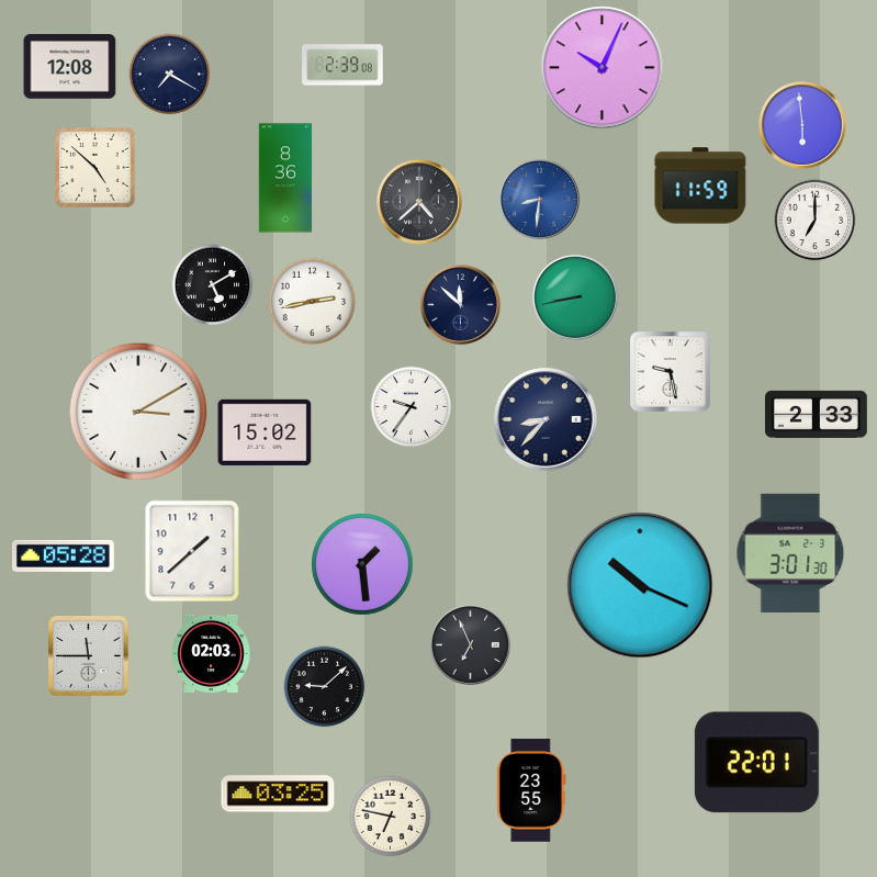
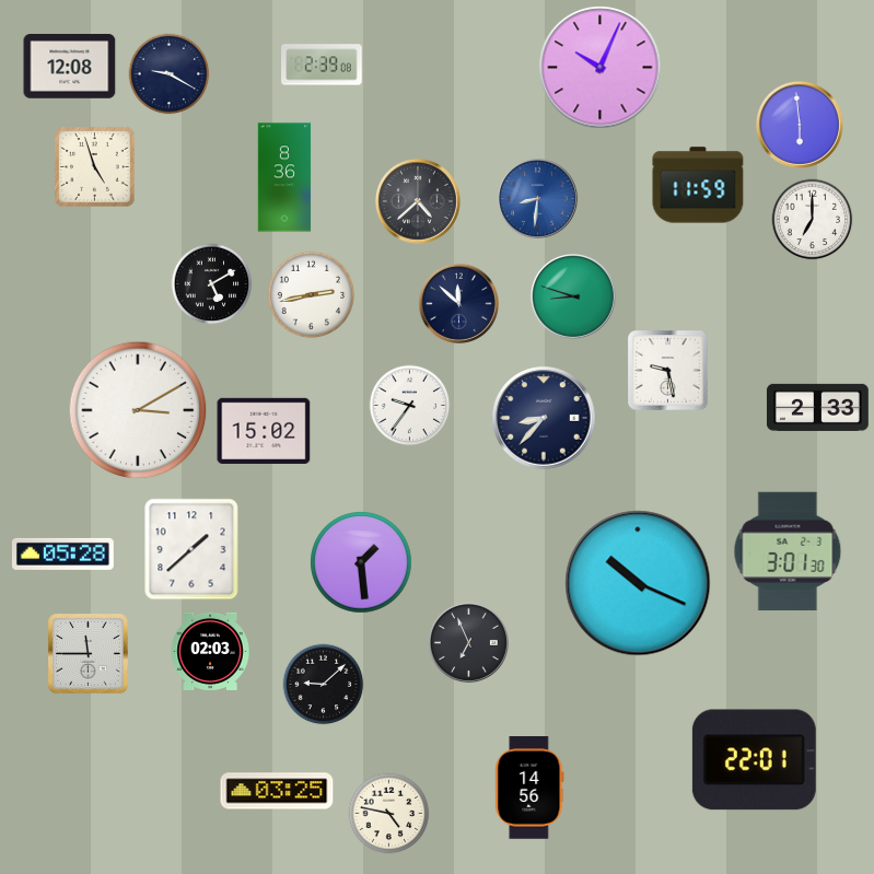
clock at (342, 65) position: (342, 65) -> (322, 65)
clock at (170, 75): 7:20 -> 9:20
clock at (95, 168): 4:52 -> 4:57
clock at (575, 297): 8:43 -> 8:48
clock at (312, 301) position: (312, 301) -> (311, 294)
clock at (816, 414) position: (816, 414) -> (817, 407)
clock at (531, 790): 23:55 -> 14:56
clock at (391, 817): 6:47 -> 4:47
